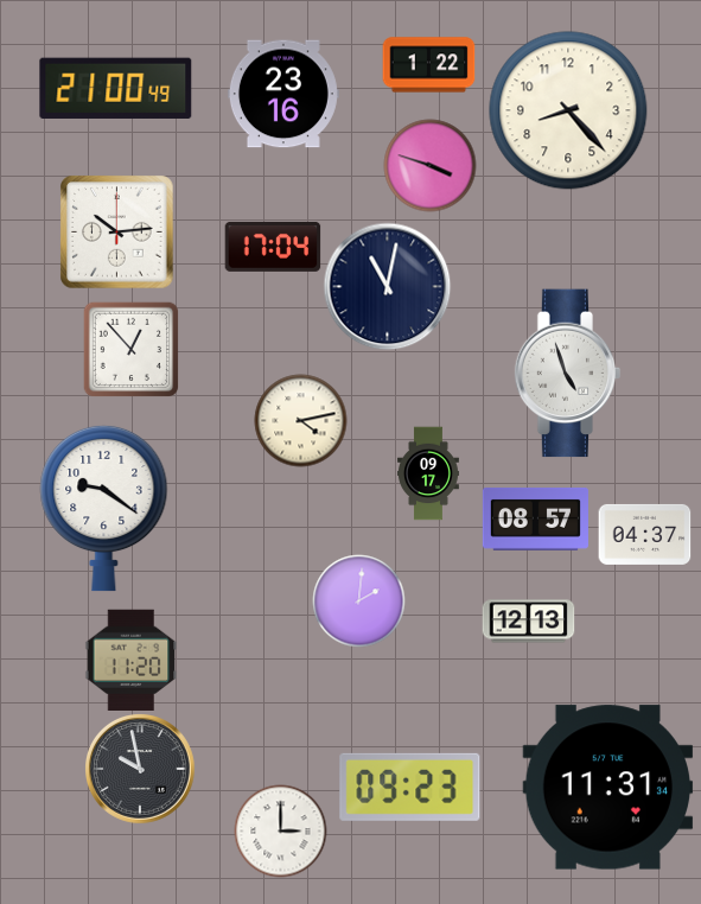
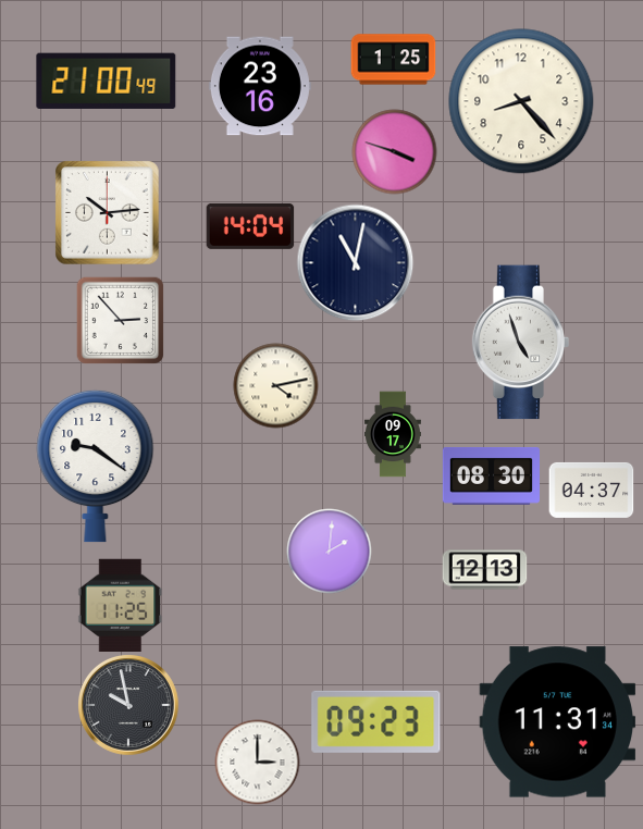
clock at (428, 65): 1:22 -> 1:25
clock at (273, 247): 17:04 -> 14:04
clock at (130, 349): 12:53 -> 2:53
clock at (535, 518): 08:57 -> 08:30
clock at (132, 660): 11:20 -> 11:25
